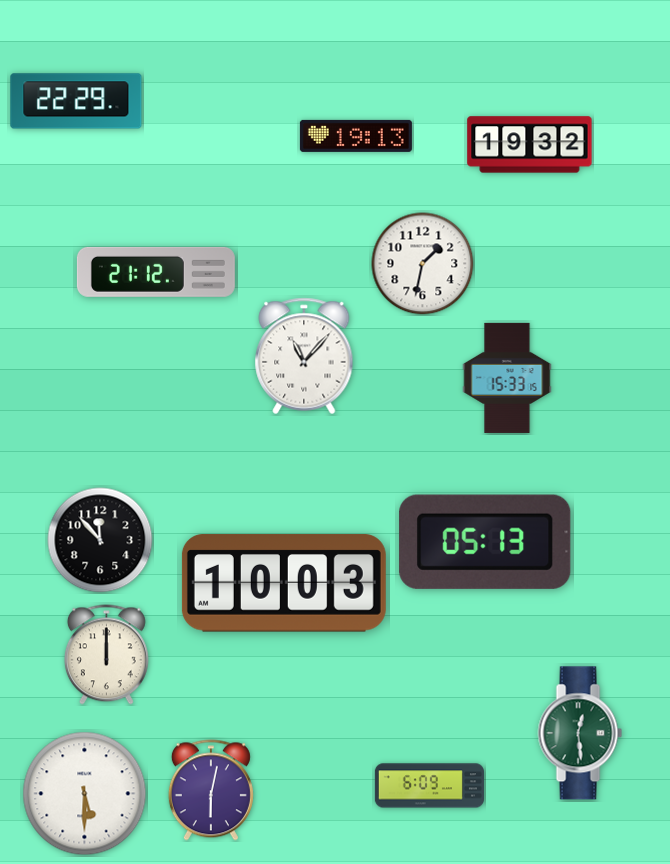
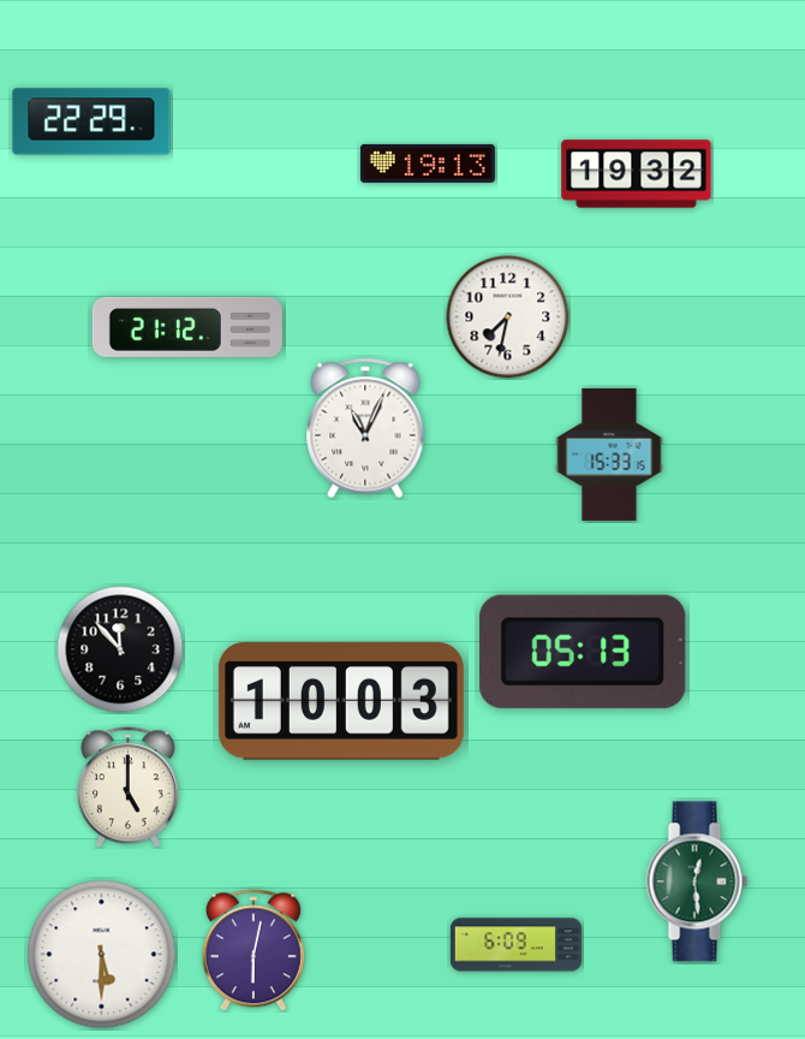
clock at (423, 264): 1:32 -> 7:32
clock at (304, 356): 11:07 -> 11:04
clock at (106, 655): 12:00 -> 5:00
